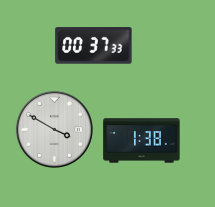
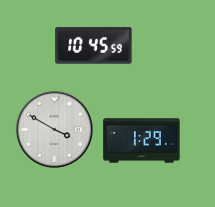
clock at (94, 46): 00:37 -> 10:45
clock at (142, 141): 1:38 -> 1:29
